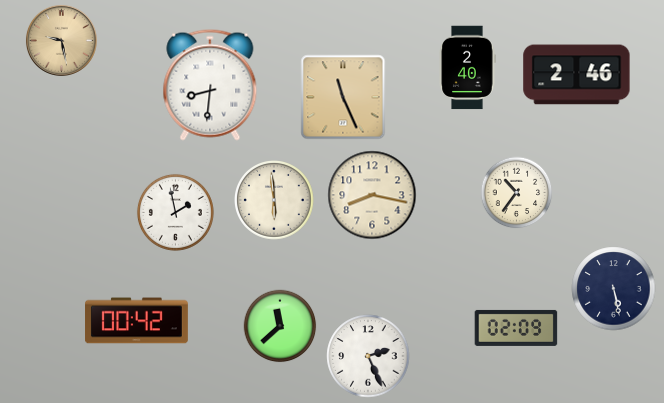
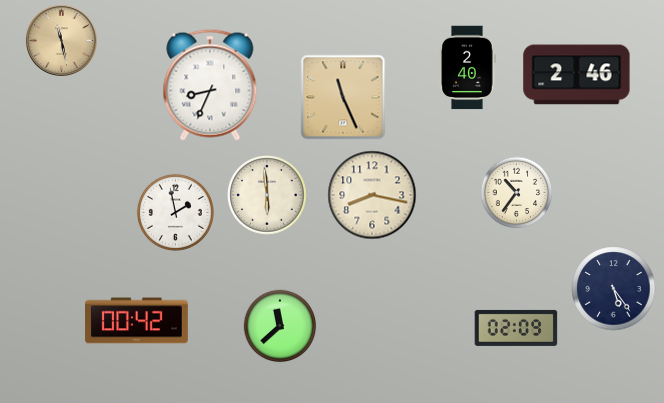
clock at (61, 40): 9:28 -> 11:28
clock at (210, 85): 8:31 -> 8:34
clock at (275, 201) position: (275, 201) -> (268, 196)
clock at (614, 289): 5:28 -> 5:24
clock at (368, 356): 2:26 -> none
